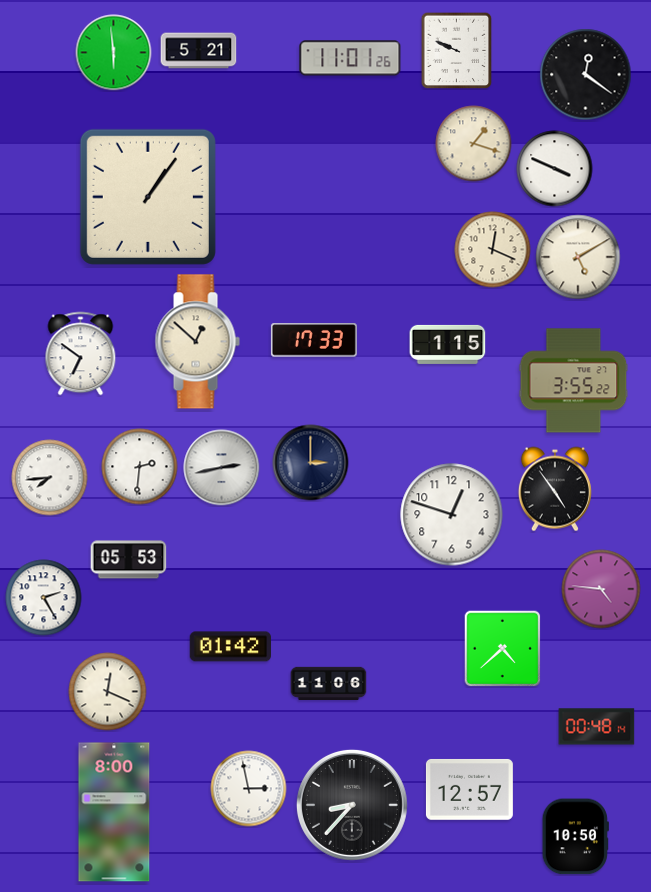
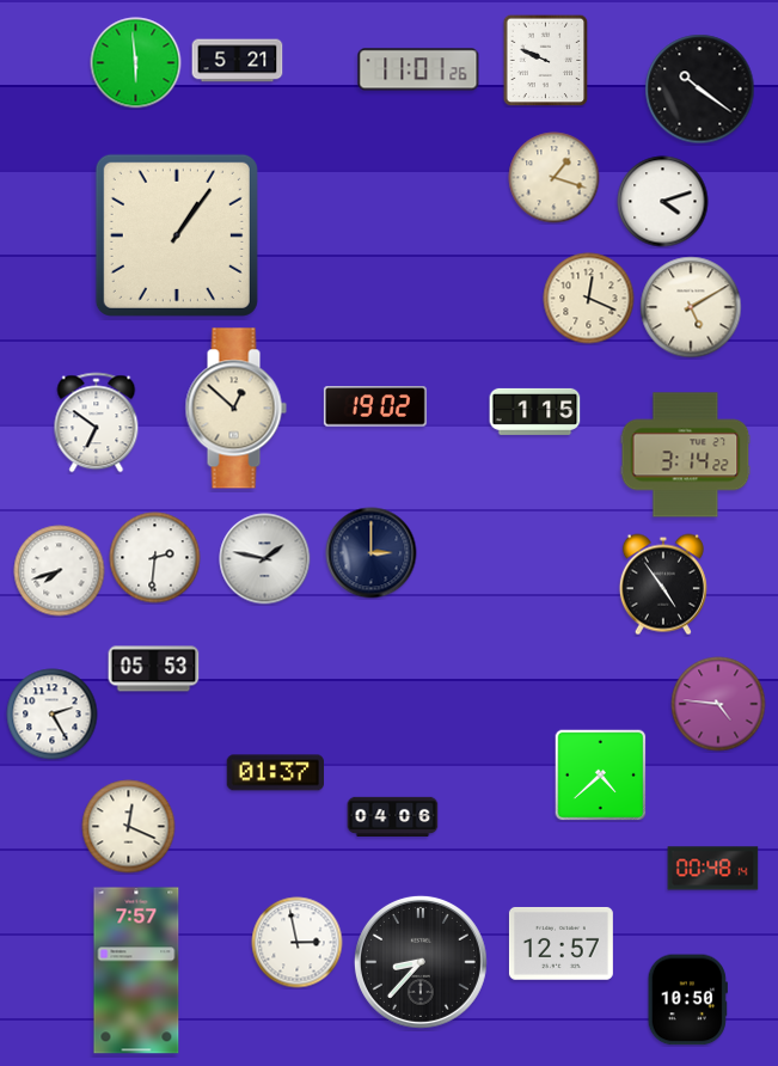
clock at (586, 75): 12:21 -> 10:21
clock at (474, 144) position: (474, 144) -> (555, 178)
clock at (555, 169): 3:49 -> 4:12
clock at (314, 340): 17:33 -> 19:02
clock at (574, 381): 3:55 -> 3:14
clock at (140, 467) position: (140, 467) -> (155, 558)
clock at (222, 468): 2:43 -> 1:47
clock at (50, 478): 7:44 -> 7:42
clock at (452, 515): 12:48 -> none
clock at (230, 647): 01:42 -> 01:37
clock at (329, 683): 11:06 -> 04:06
clock at (114, 812): 8:00 -> 7:57
